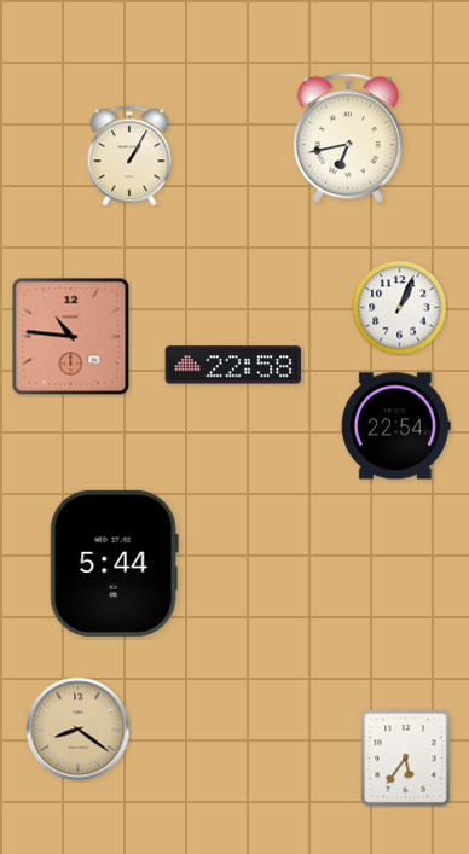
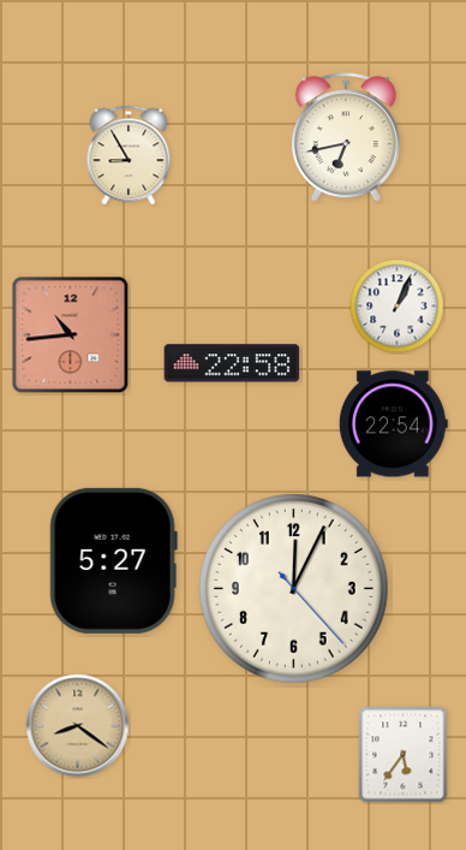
clock at (129, 156): 1:05 -> 8:55
clock at (71, 337): 10:46 -> 10:44
clock at (114, 563): 5:44 -> 5:27
clock at (294, 589): none -> 12:04
